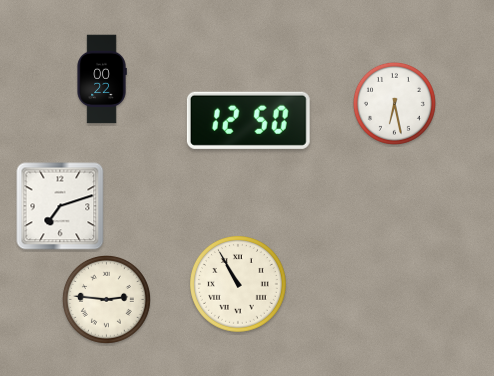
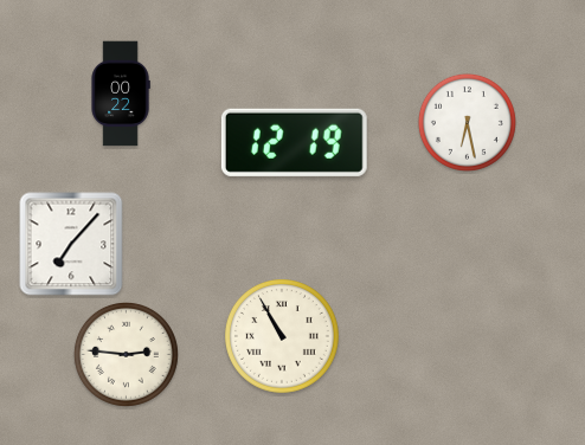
clock at (248, 120): 12:50 -> 12:19
clock at (60, 206): 7:12 -> 7:07
